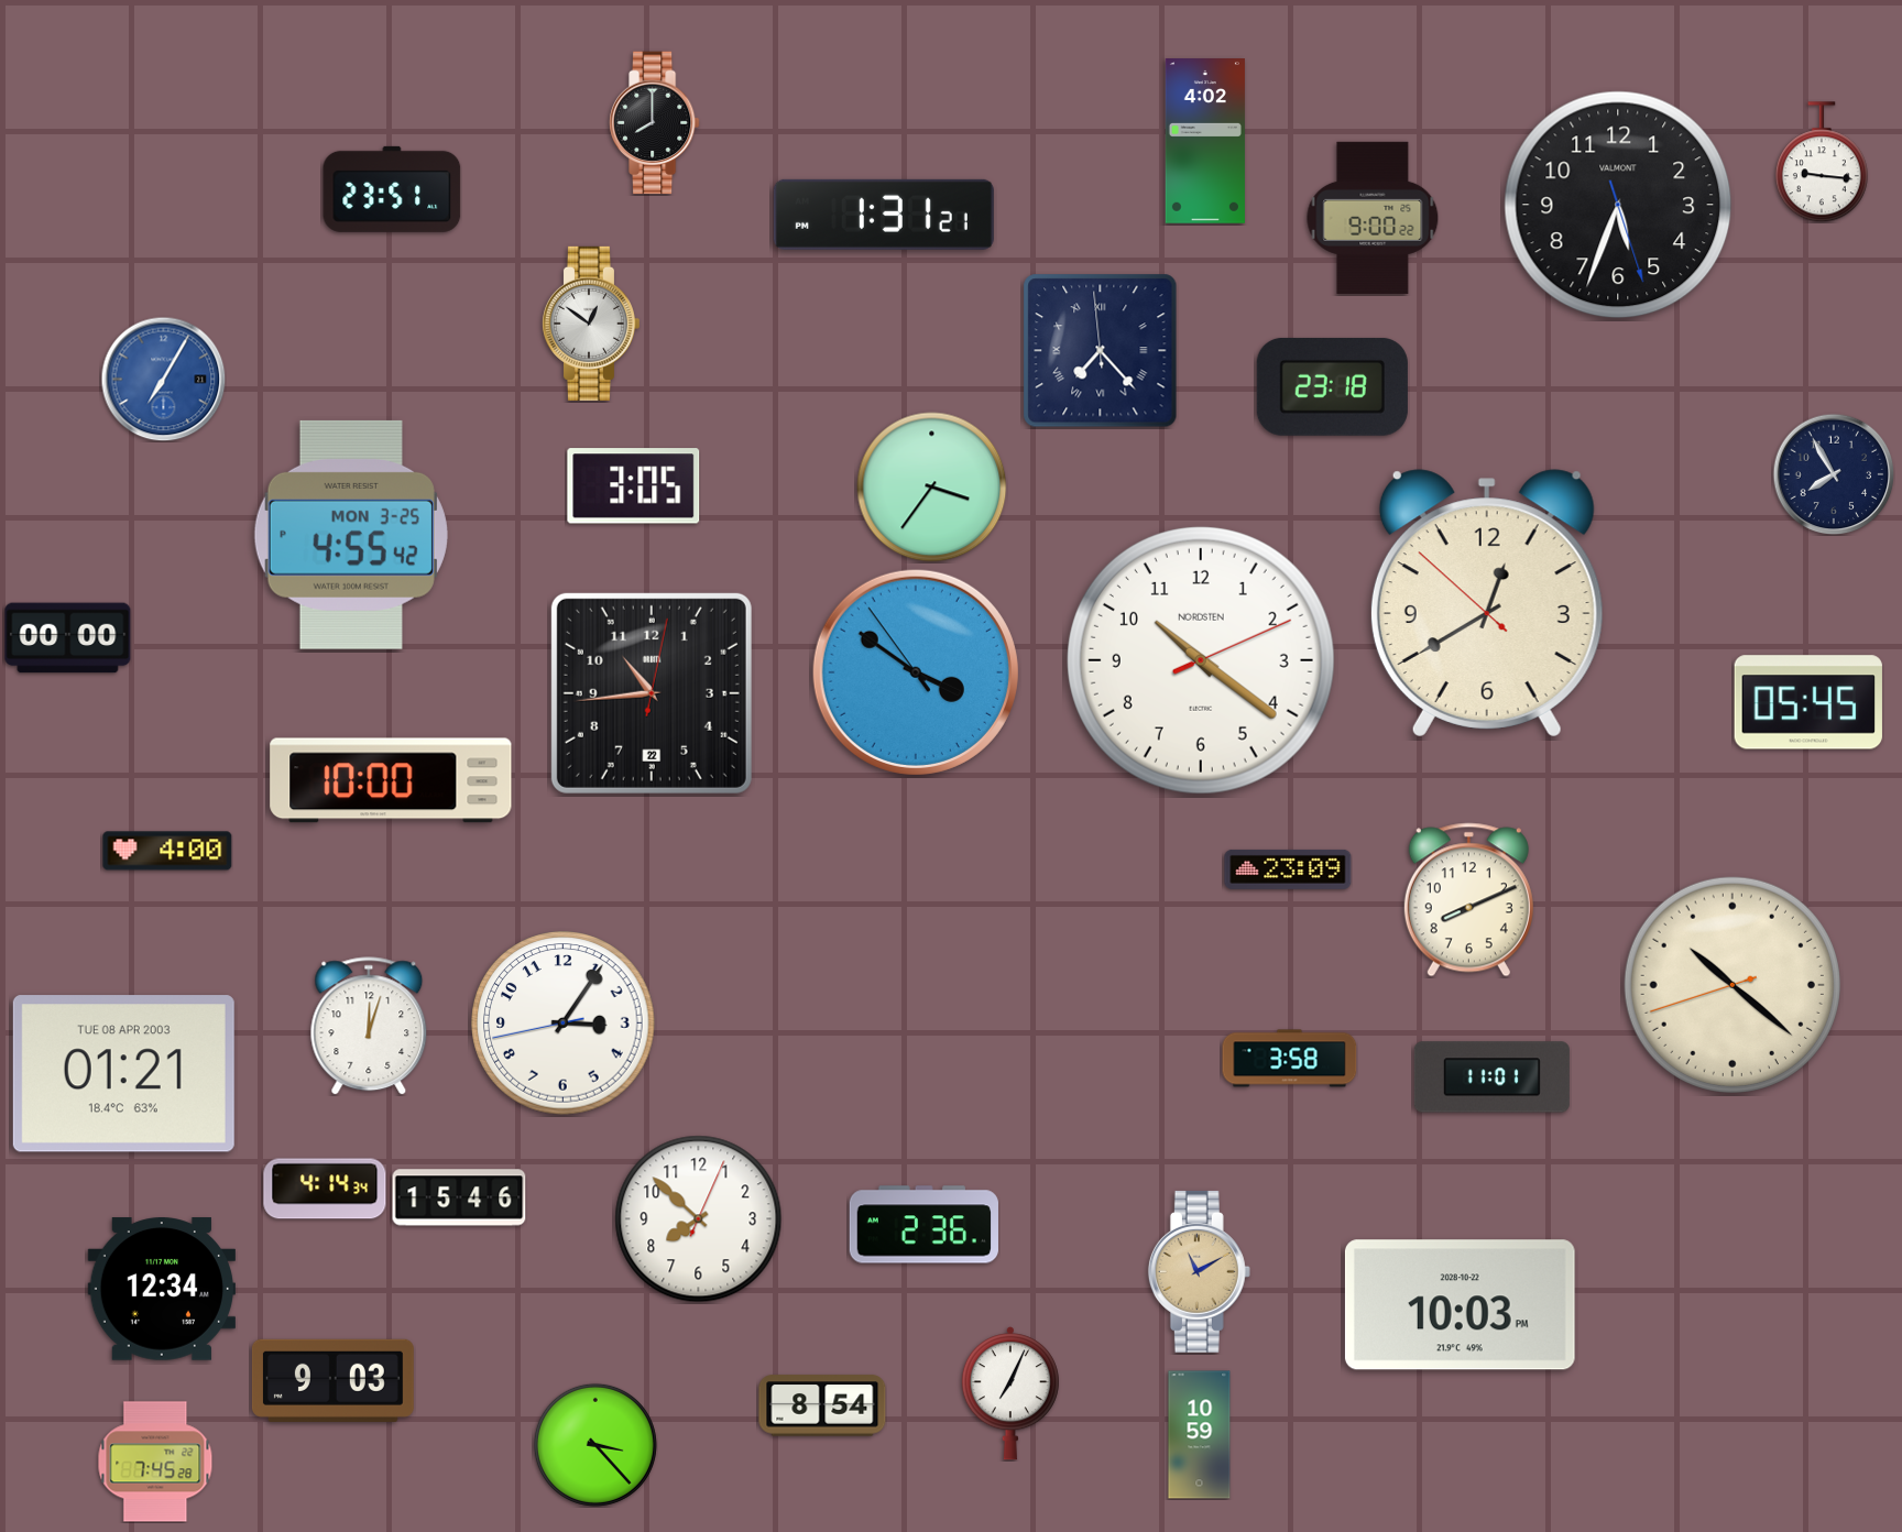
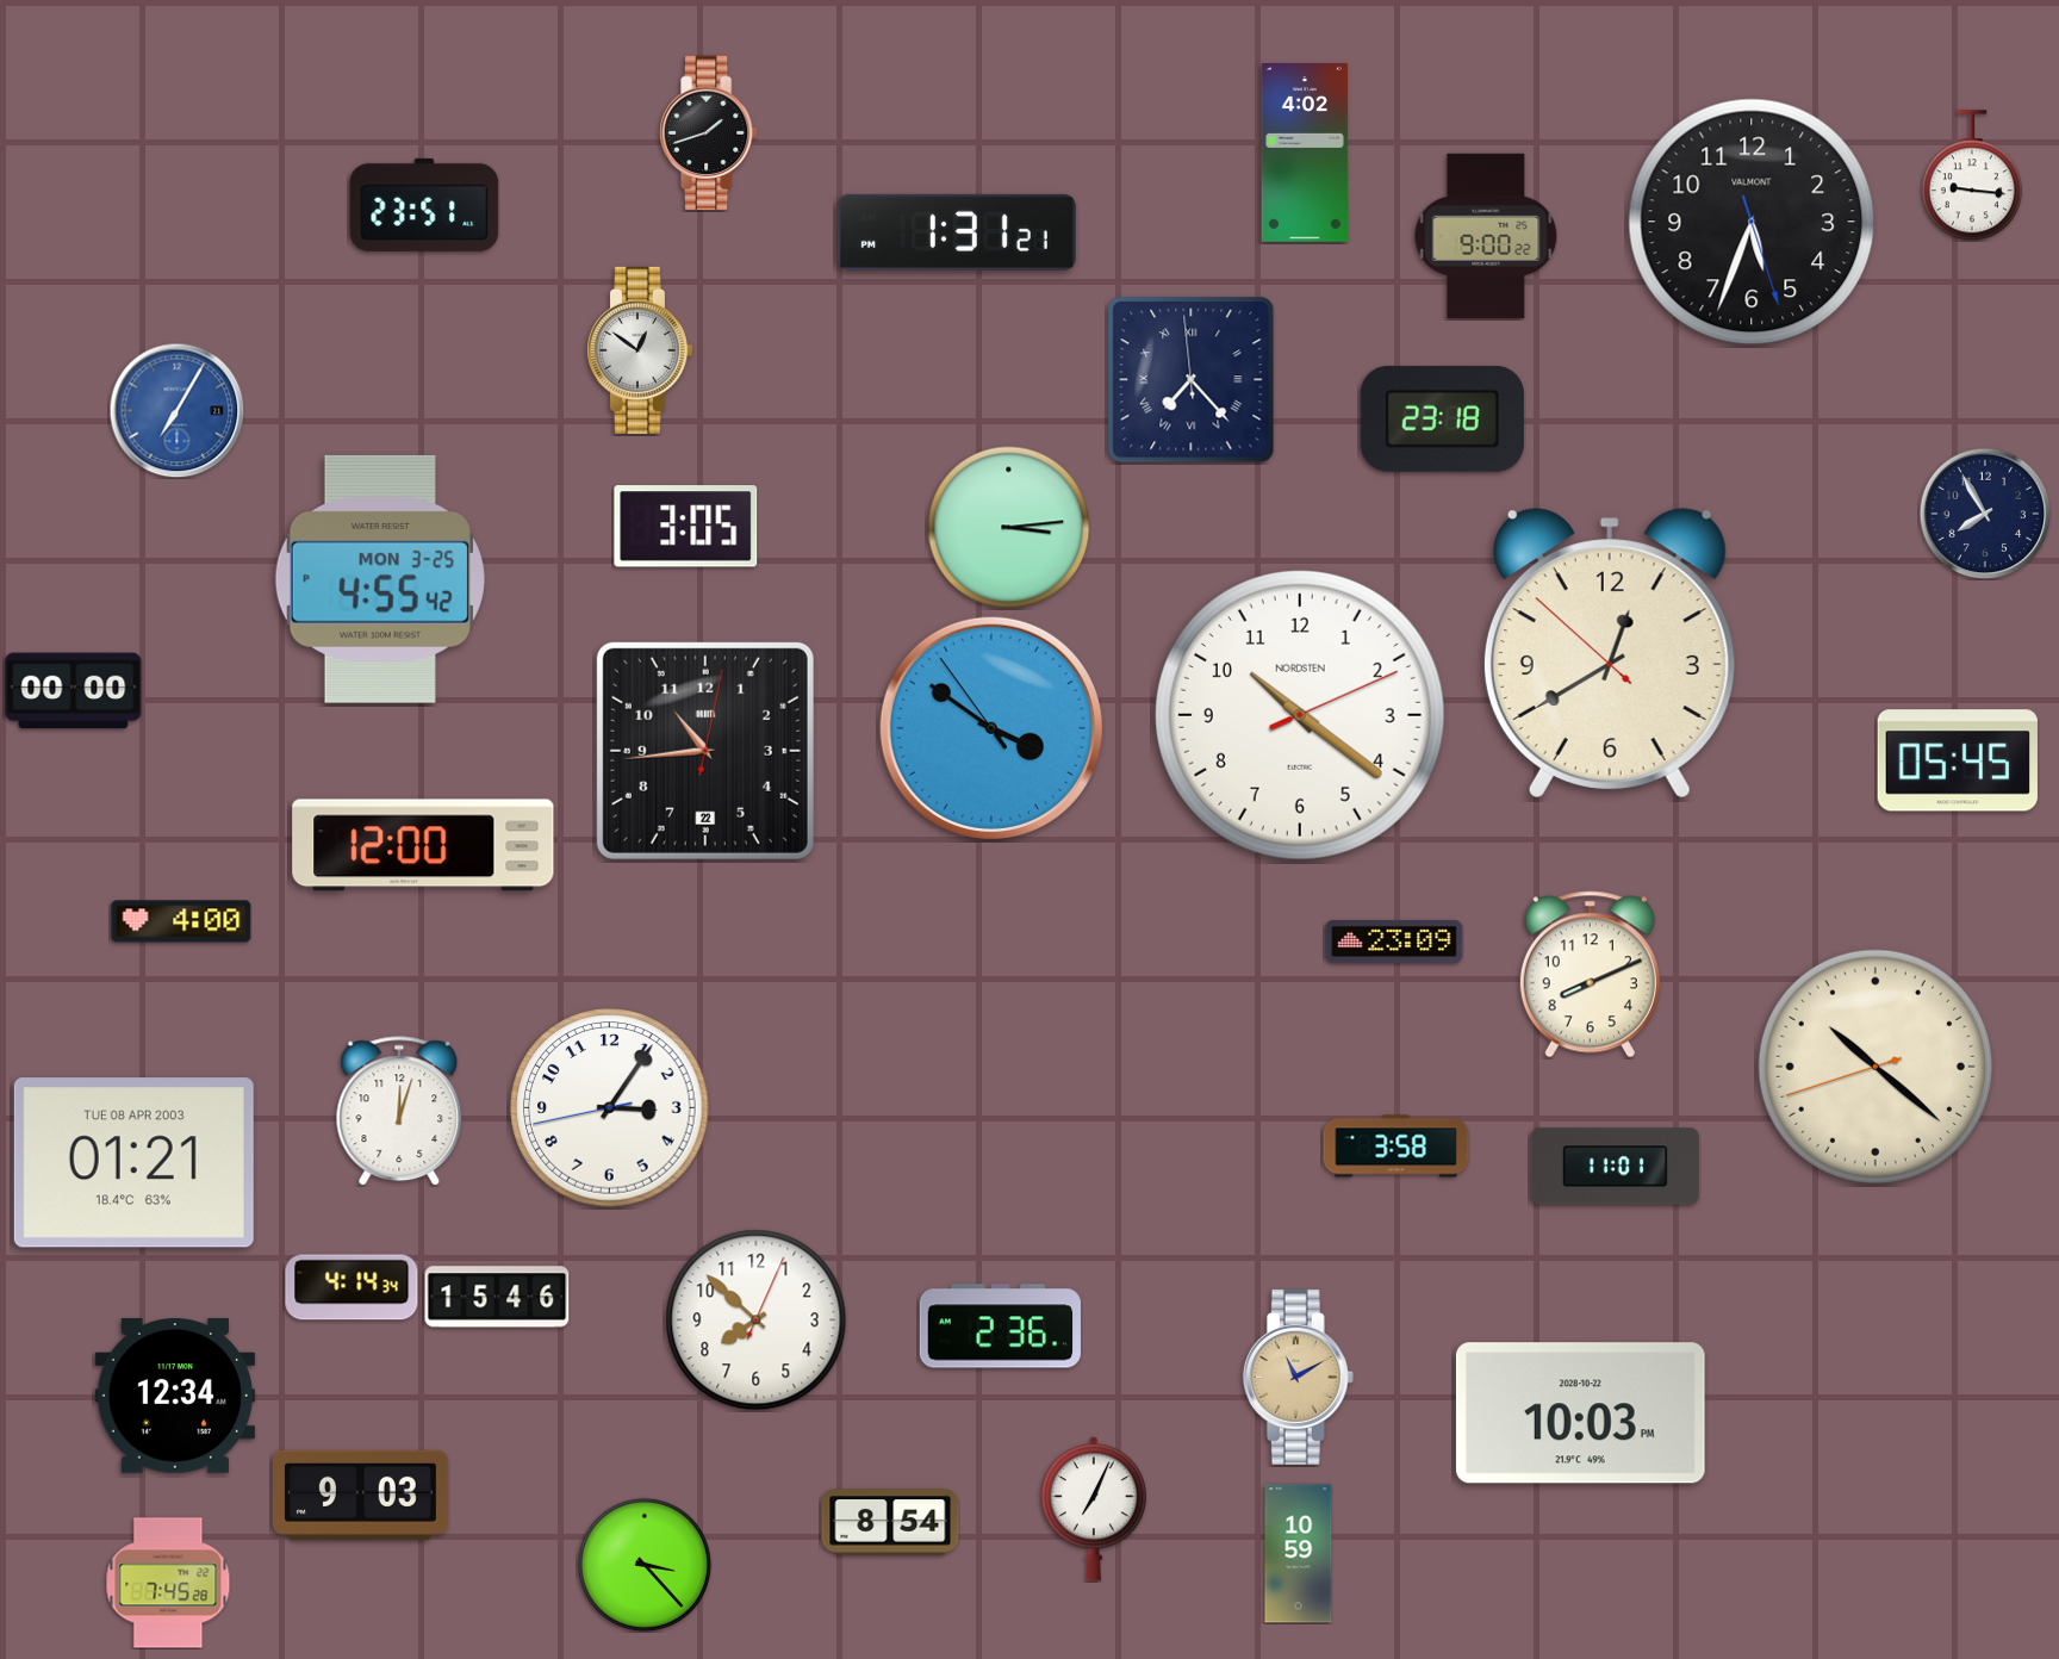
clock at (654, 123): 8:00 -> 1:42
clock at (932, 488): 3:36 -> 3:14
clock at (391, 780): 10:00 -> 12:00
